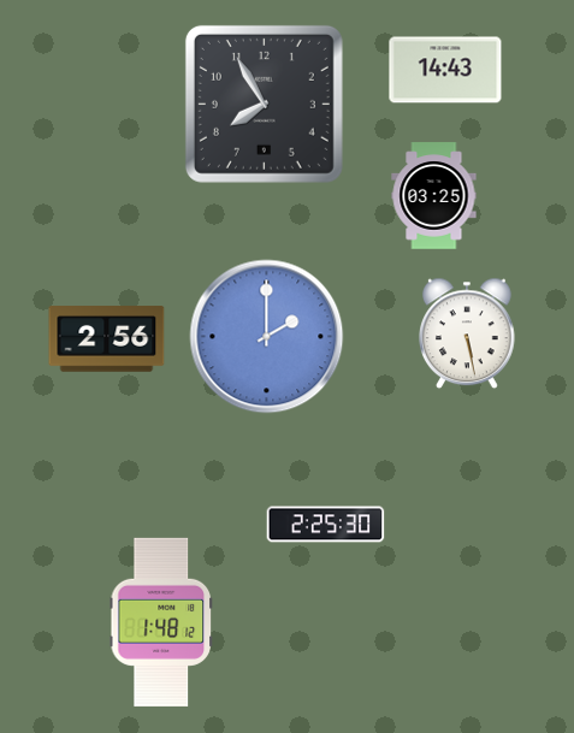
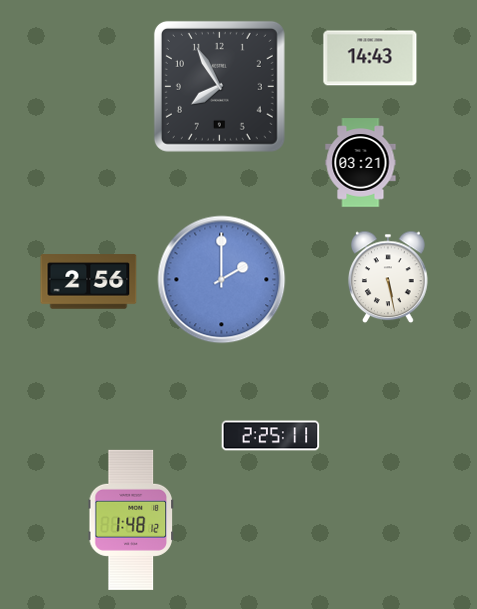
clock at (434, 196): 03:25 -> 03:21
clock at (326, 525): 2:25:30 -> 2:25:11
clock at (160, 622) position: (160, 622) -> (130, 520)
